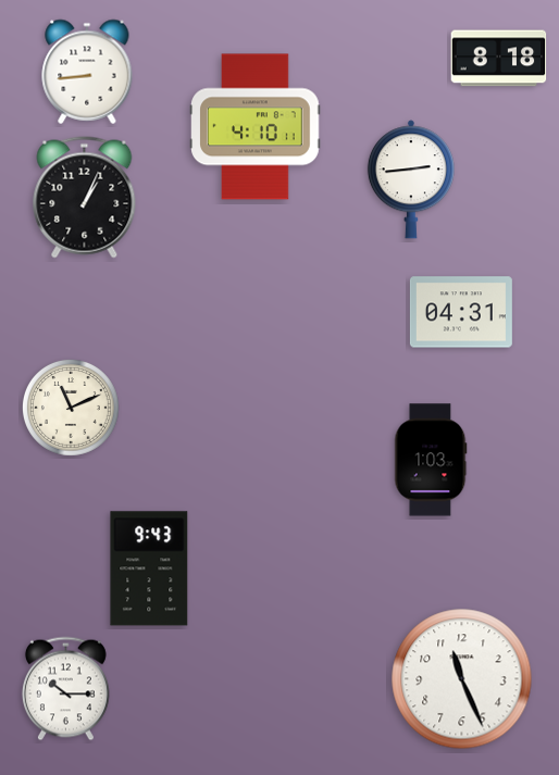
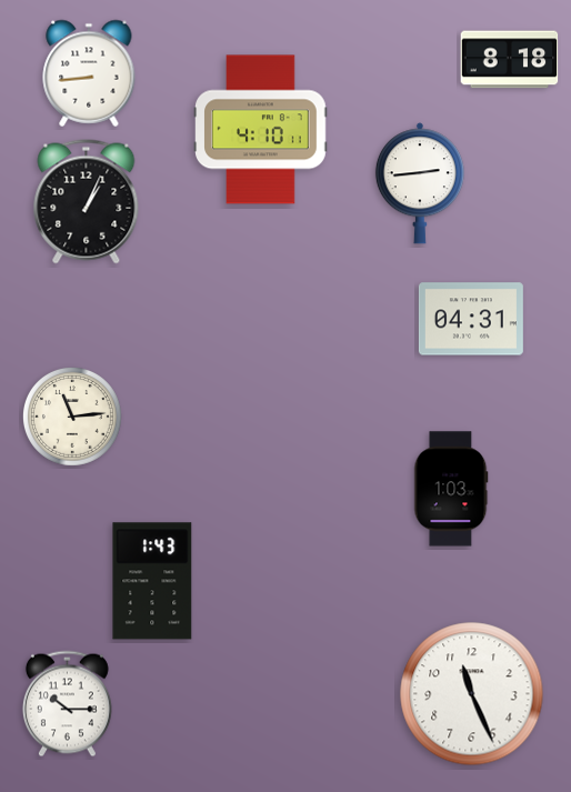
clock at (71, 408): 11:11 -> 11:14
clock at (431, 460) position: (431, 460) -> (451, 489)
clock at (149, 568): 9:43 -> 1:43
